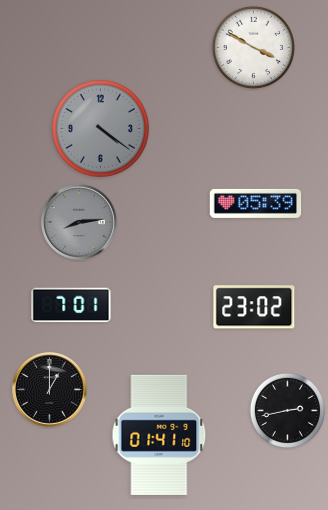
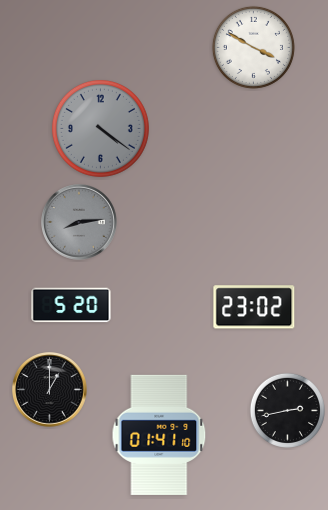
clock at (256, 203): 05:39 -> none
clock at (71, 305): 7:01 -> 5:20
